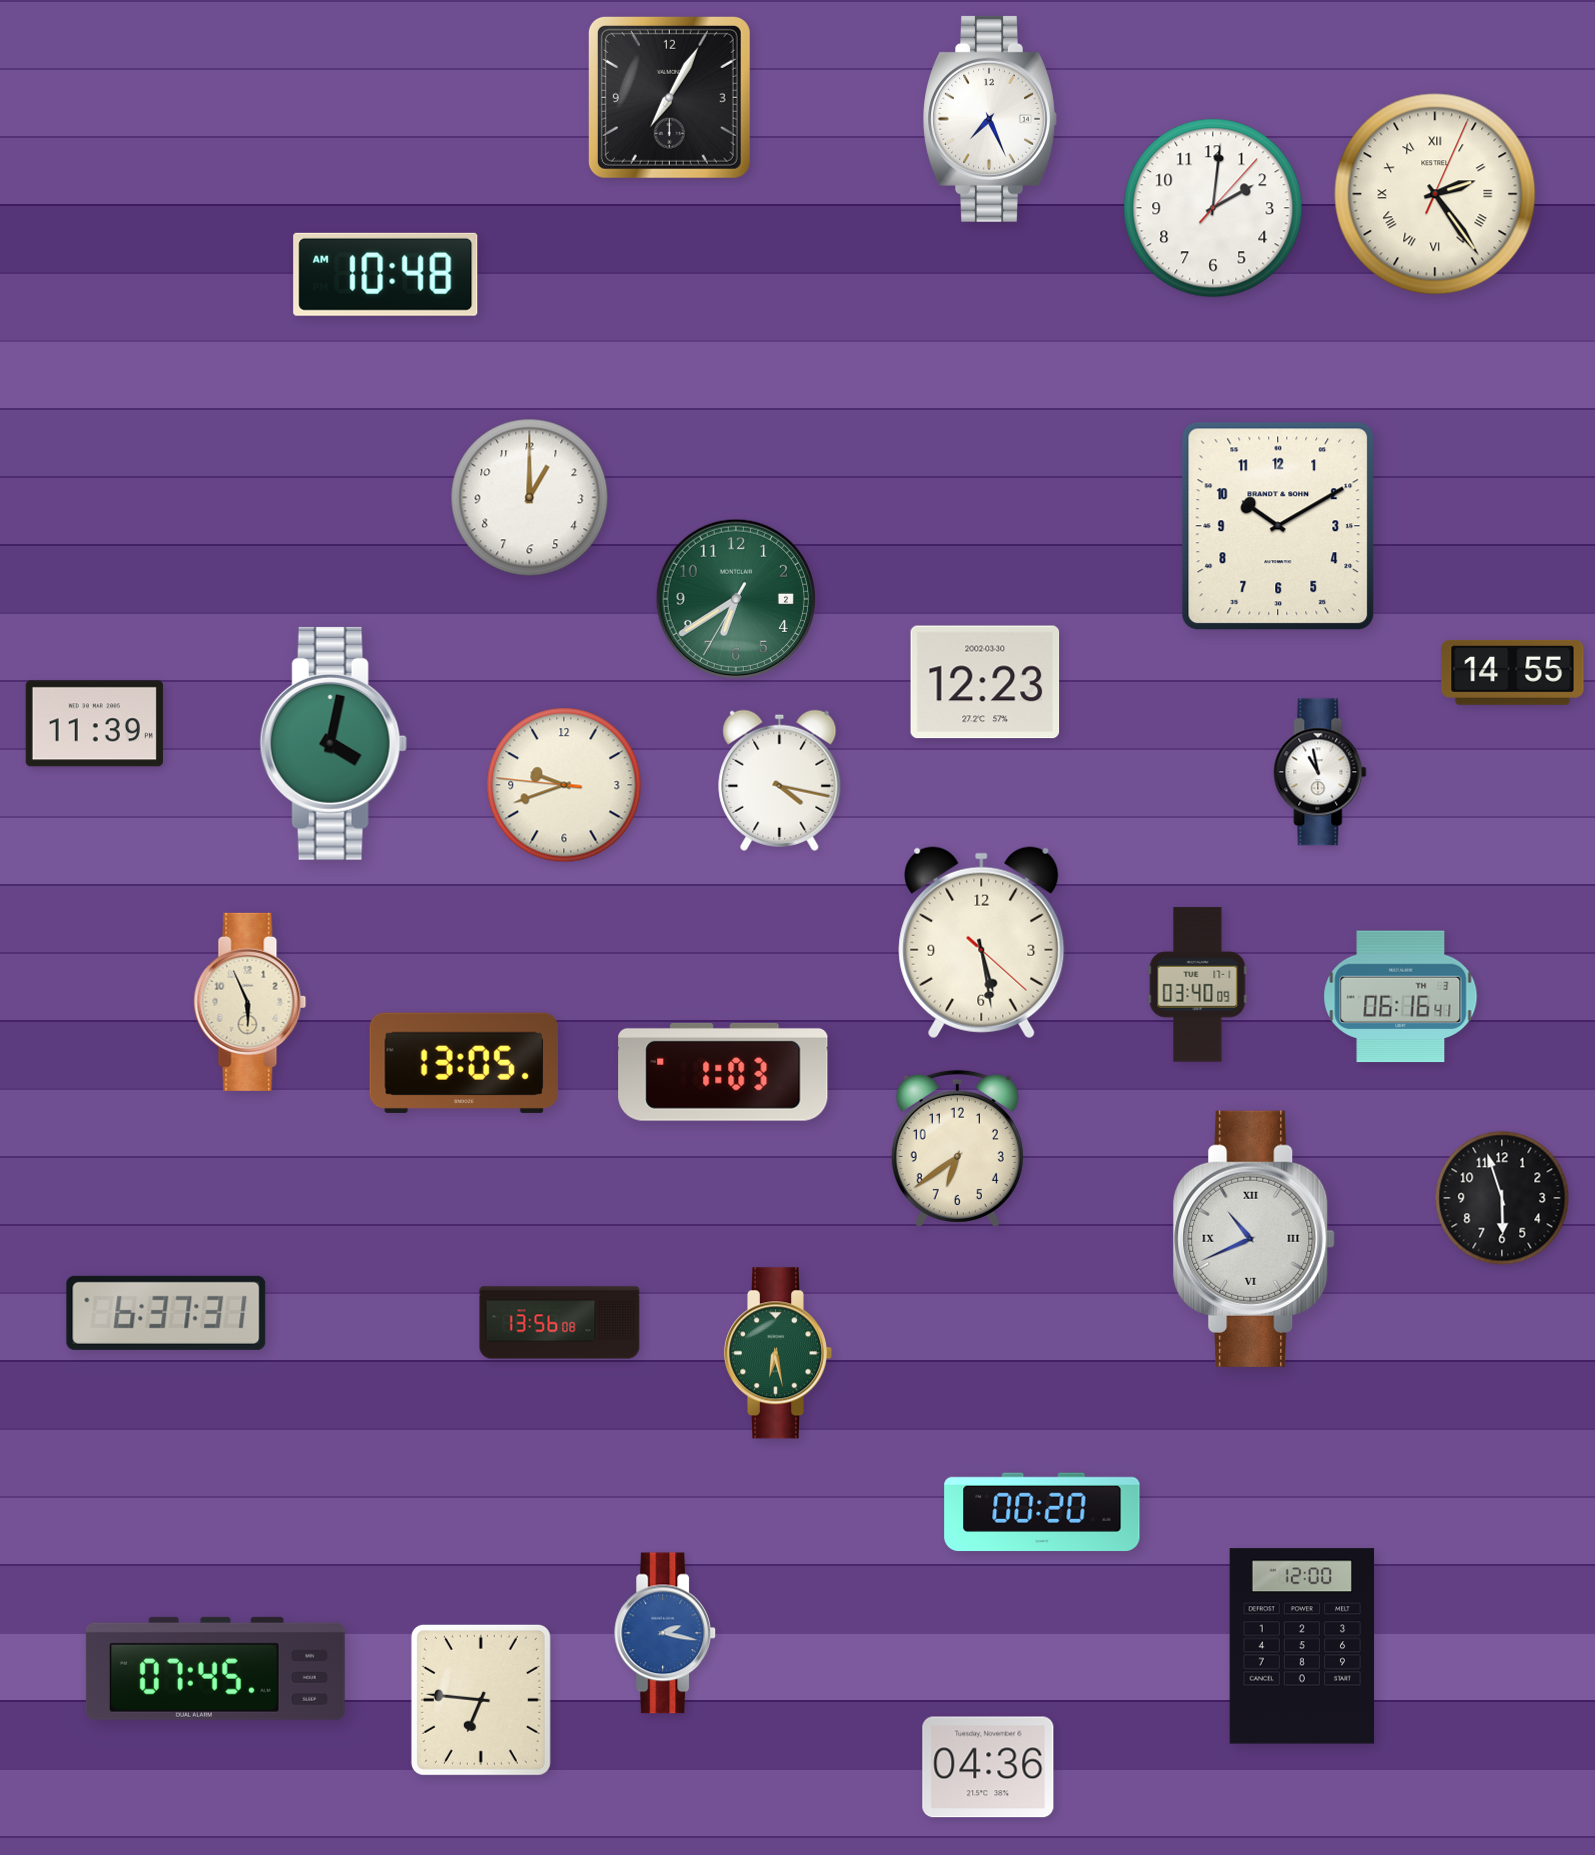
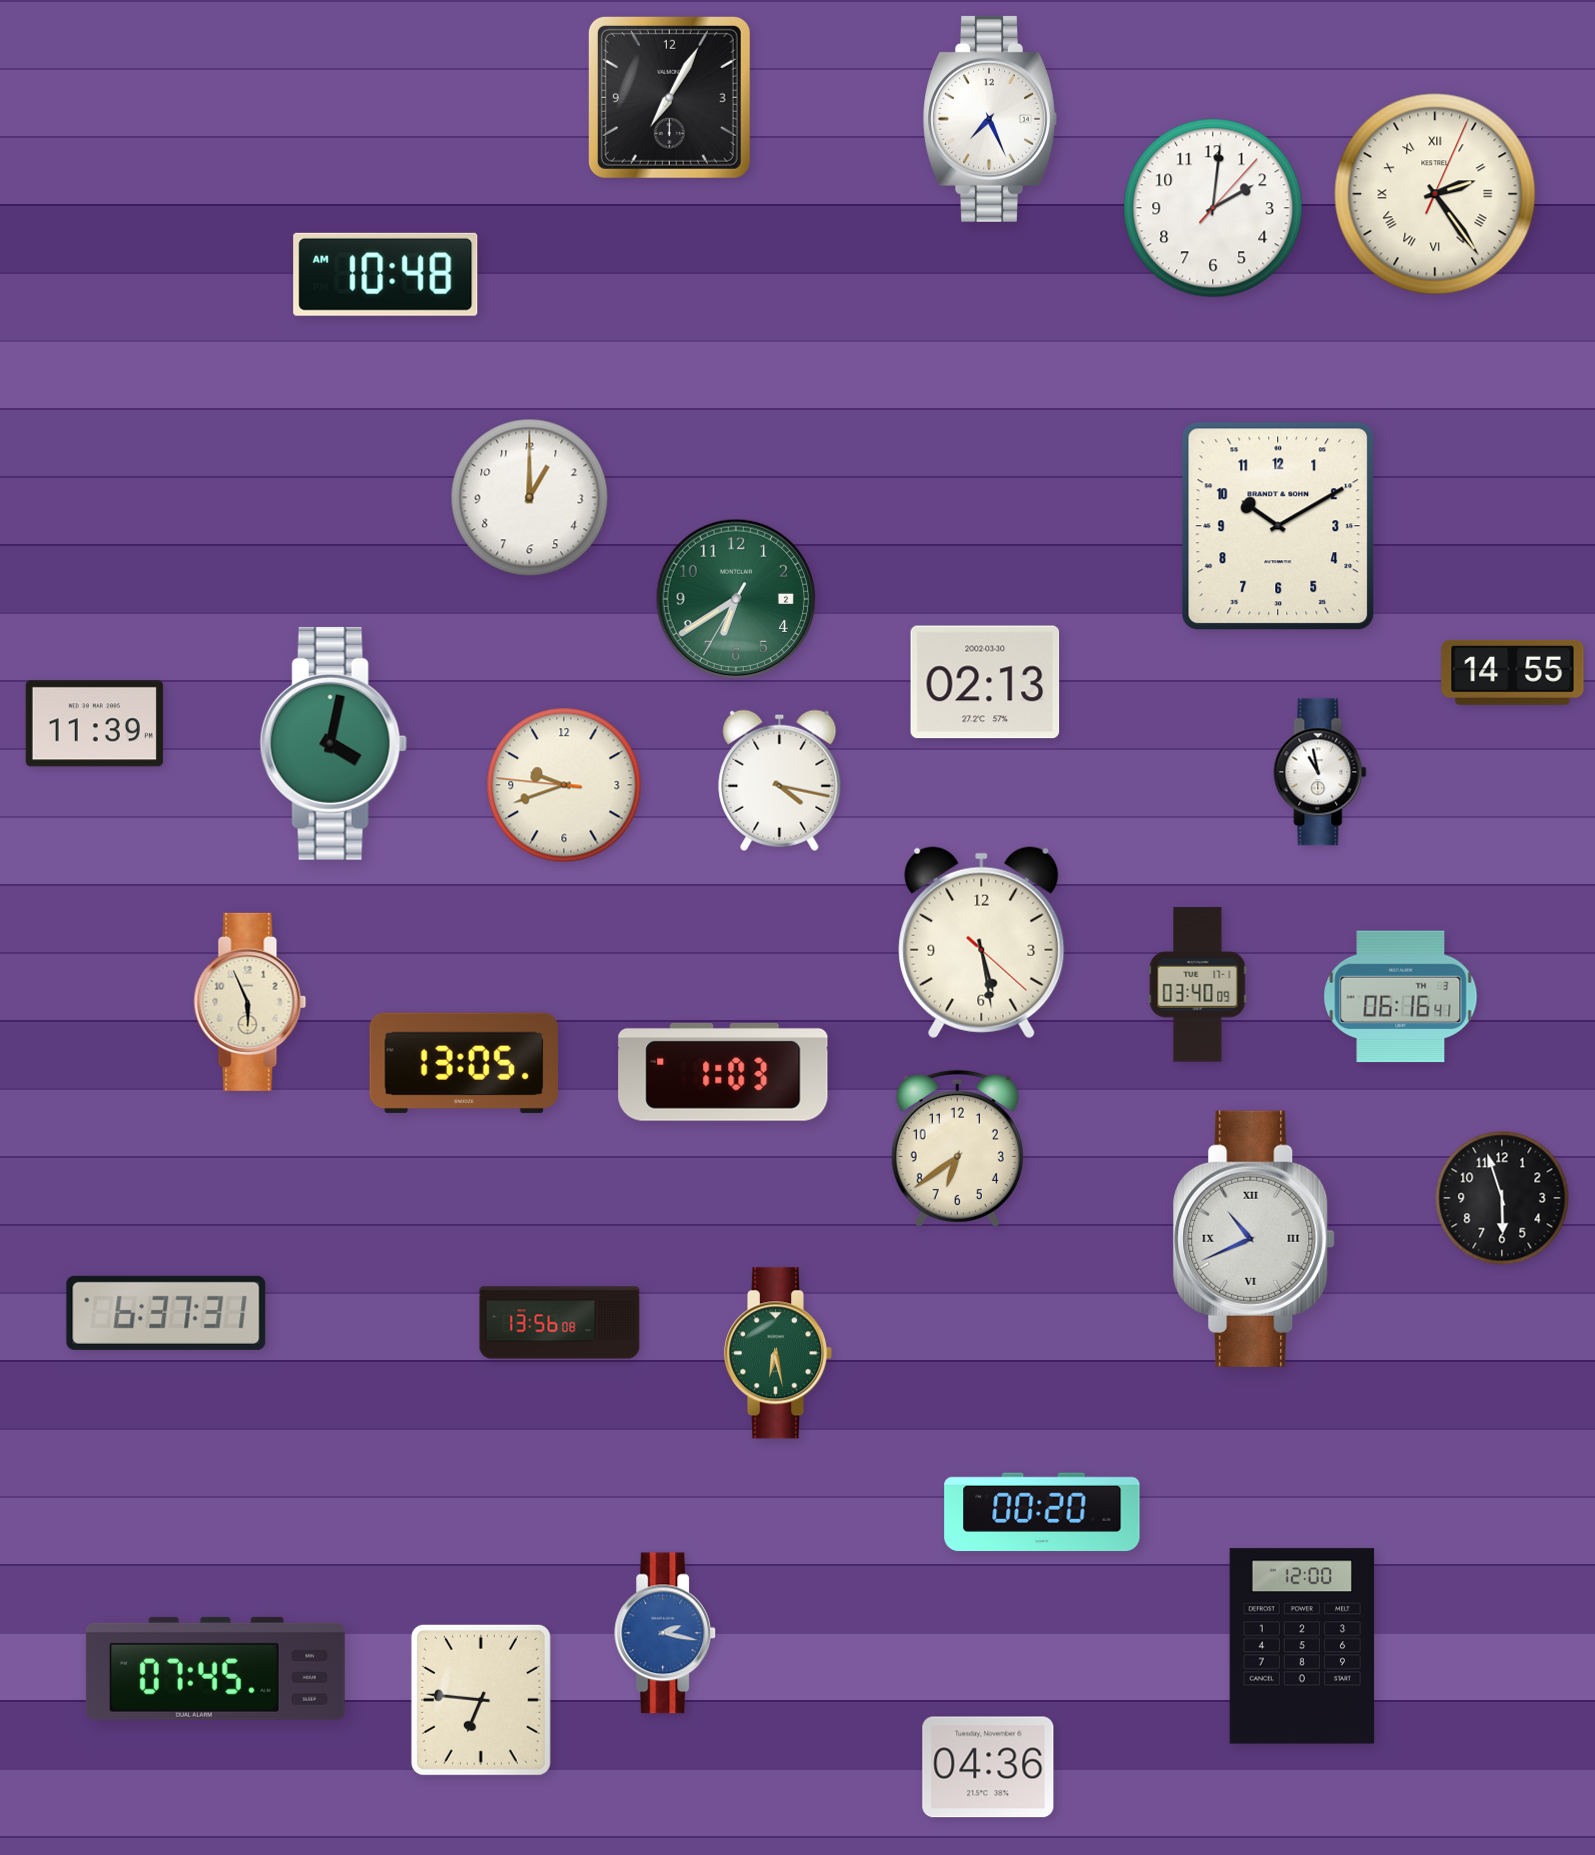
clock at (985, 682): 12:23 -> 02:13
